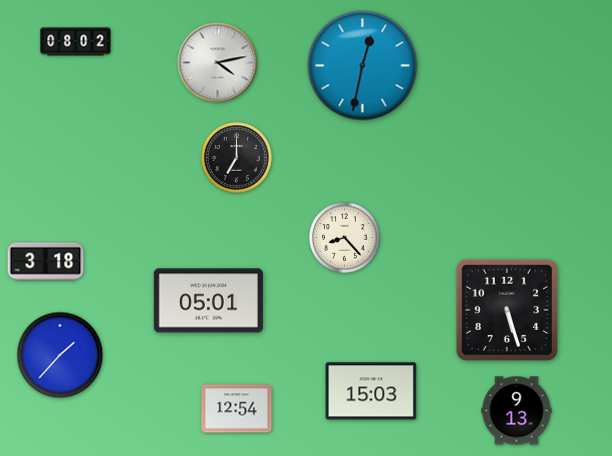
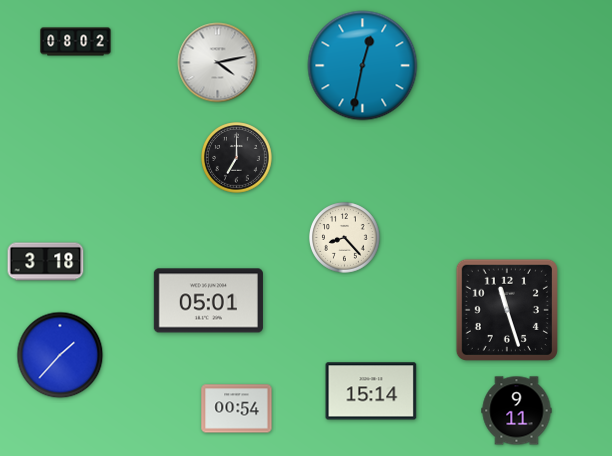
clock at (507, 310): 5:27 -> 11:27
clock at (371, 391): 15:03 -> 15:14
clock at (237, 409): 12:54 -> 00:54
clock at (517, 411): 9:13 -> 9:11
